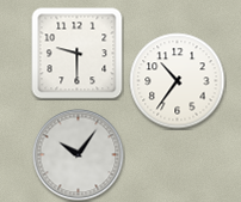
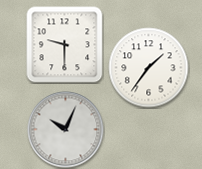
clock at (178, 81): 10:36 -> 1:36
clock at (79, 155): 10:06 -> 10:04
